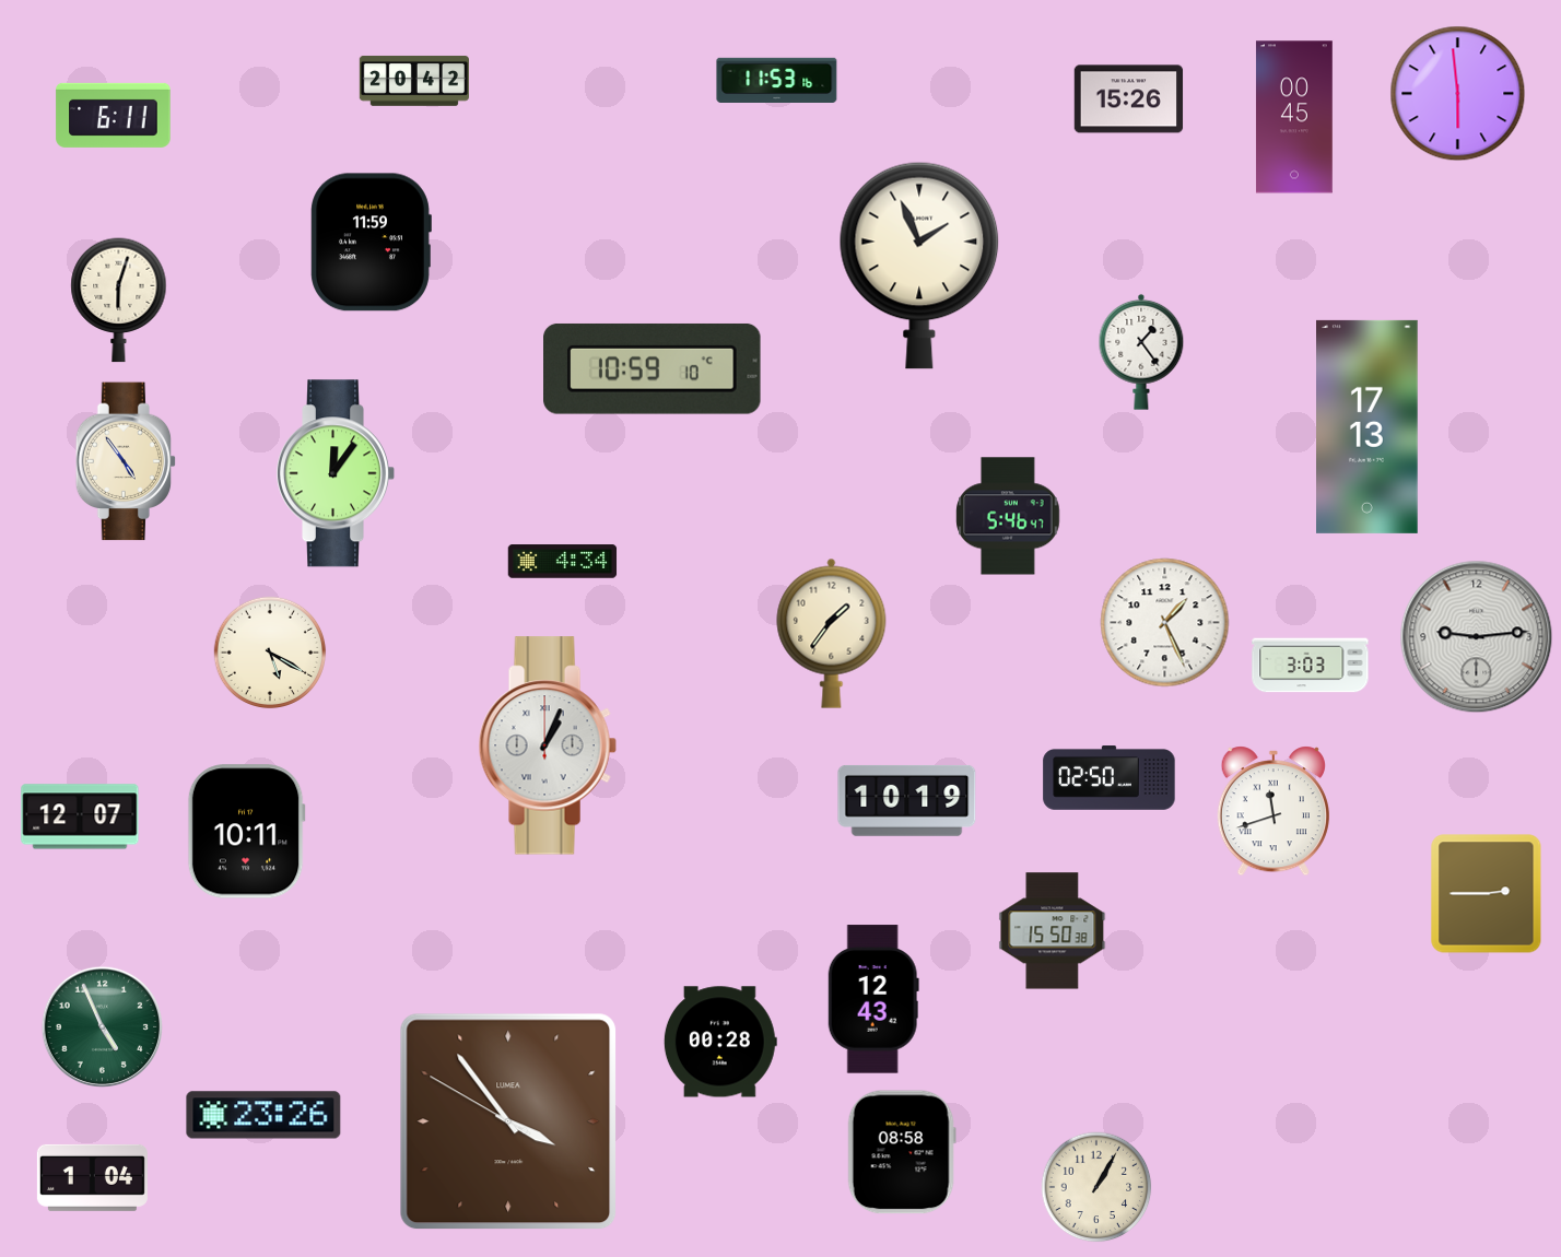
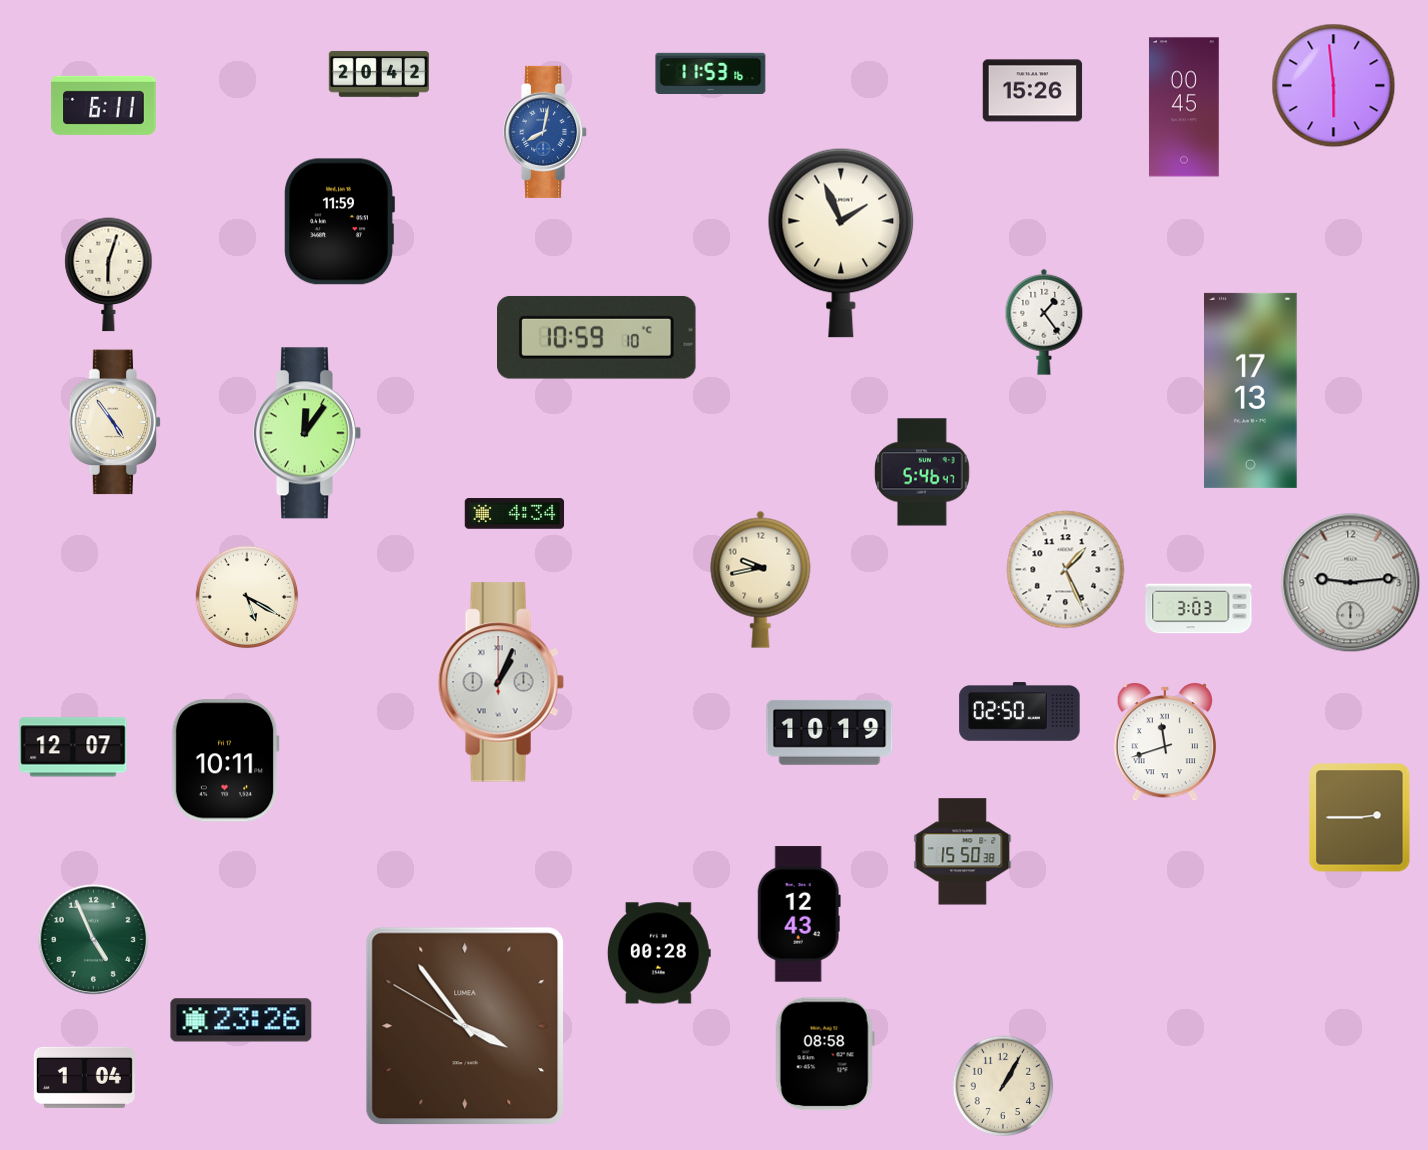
clock at (546, 132): none -> 8:02
clock at (832, 633): 1:36 -> 9:43
clock at (1110, 778) position: (1110, 778) -> (1020, 712)
